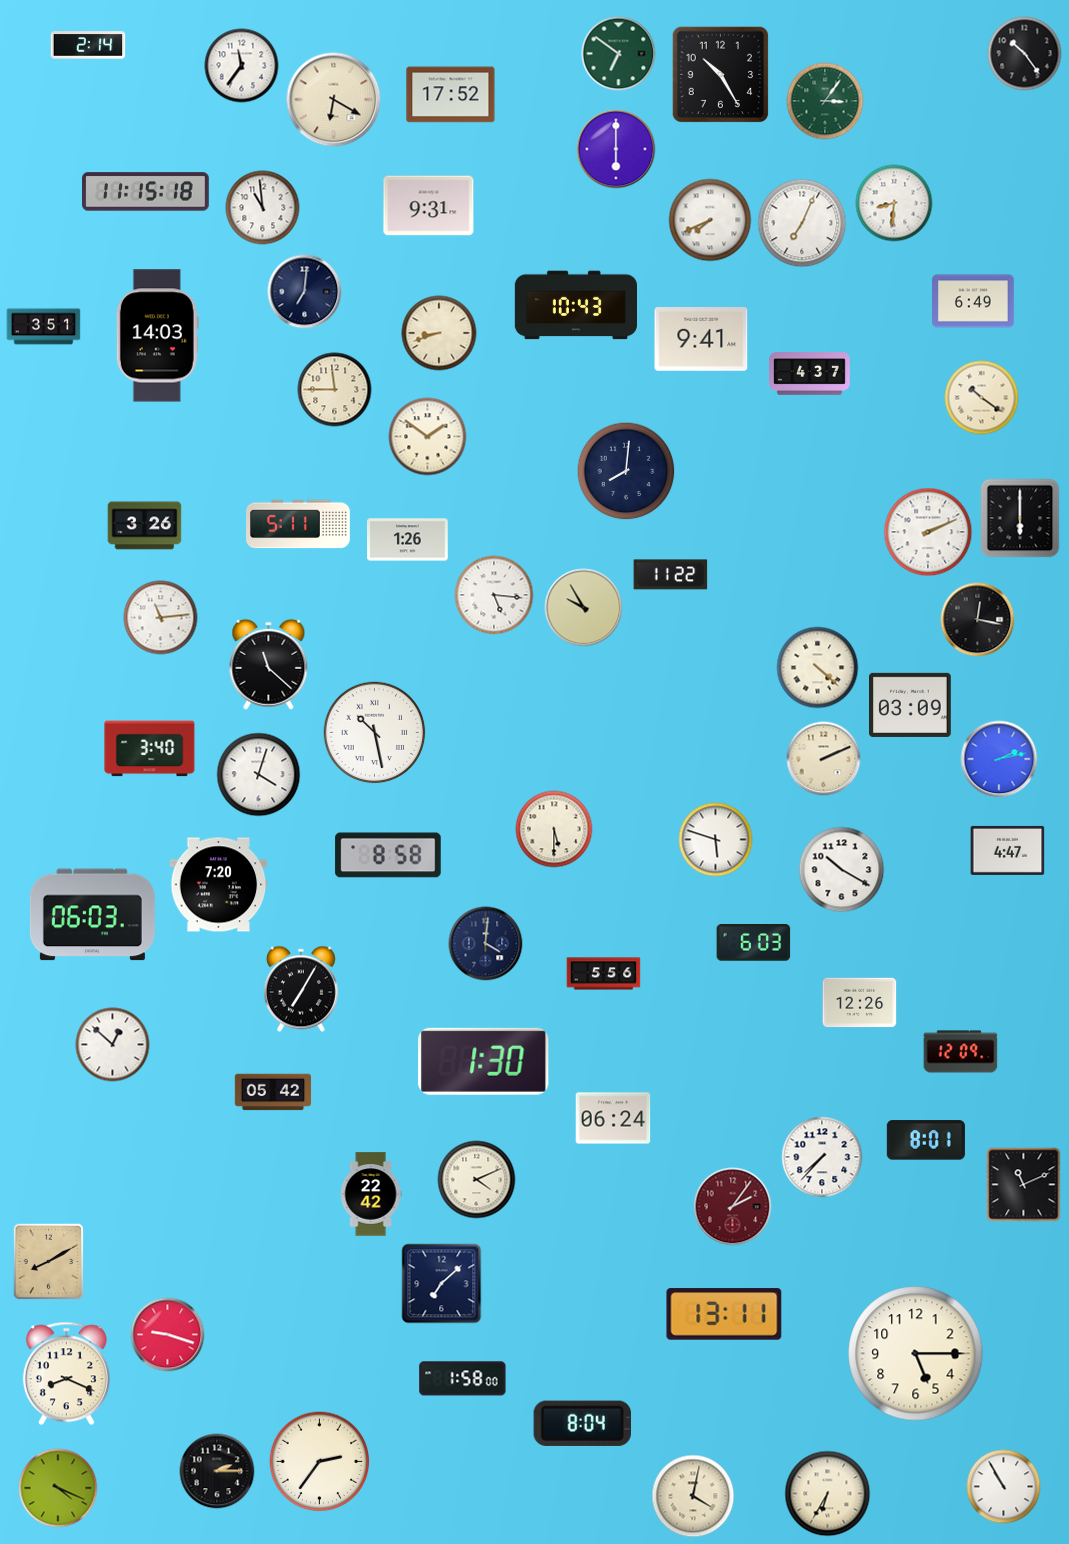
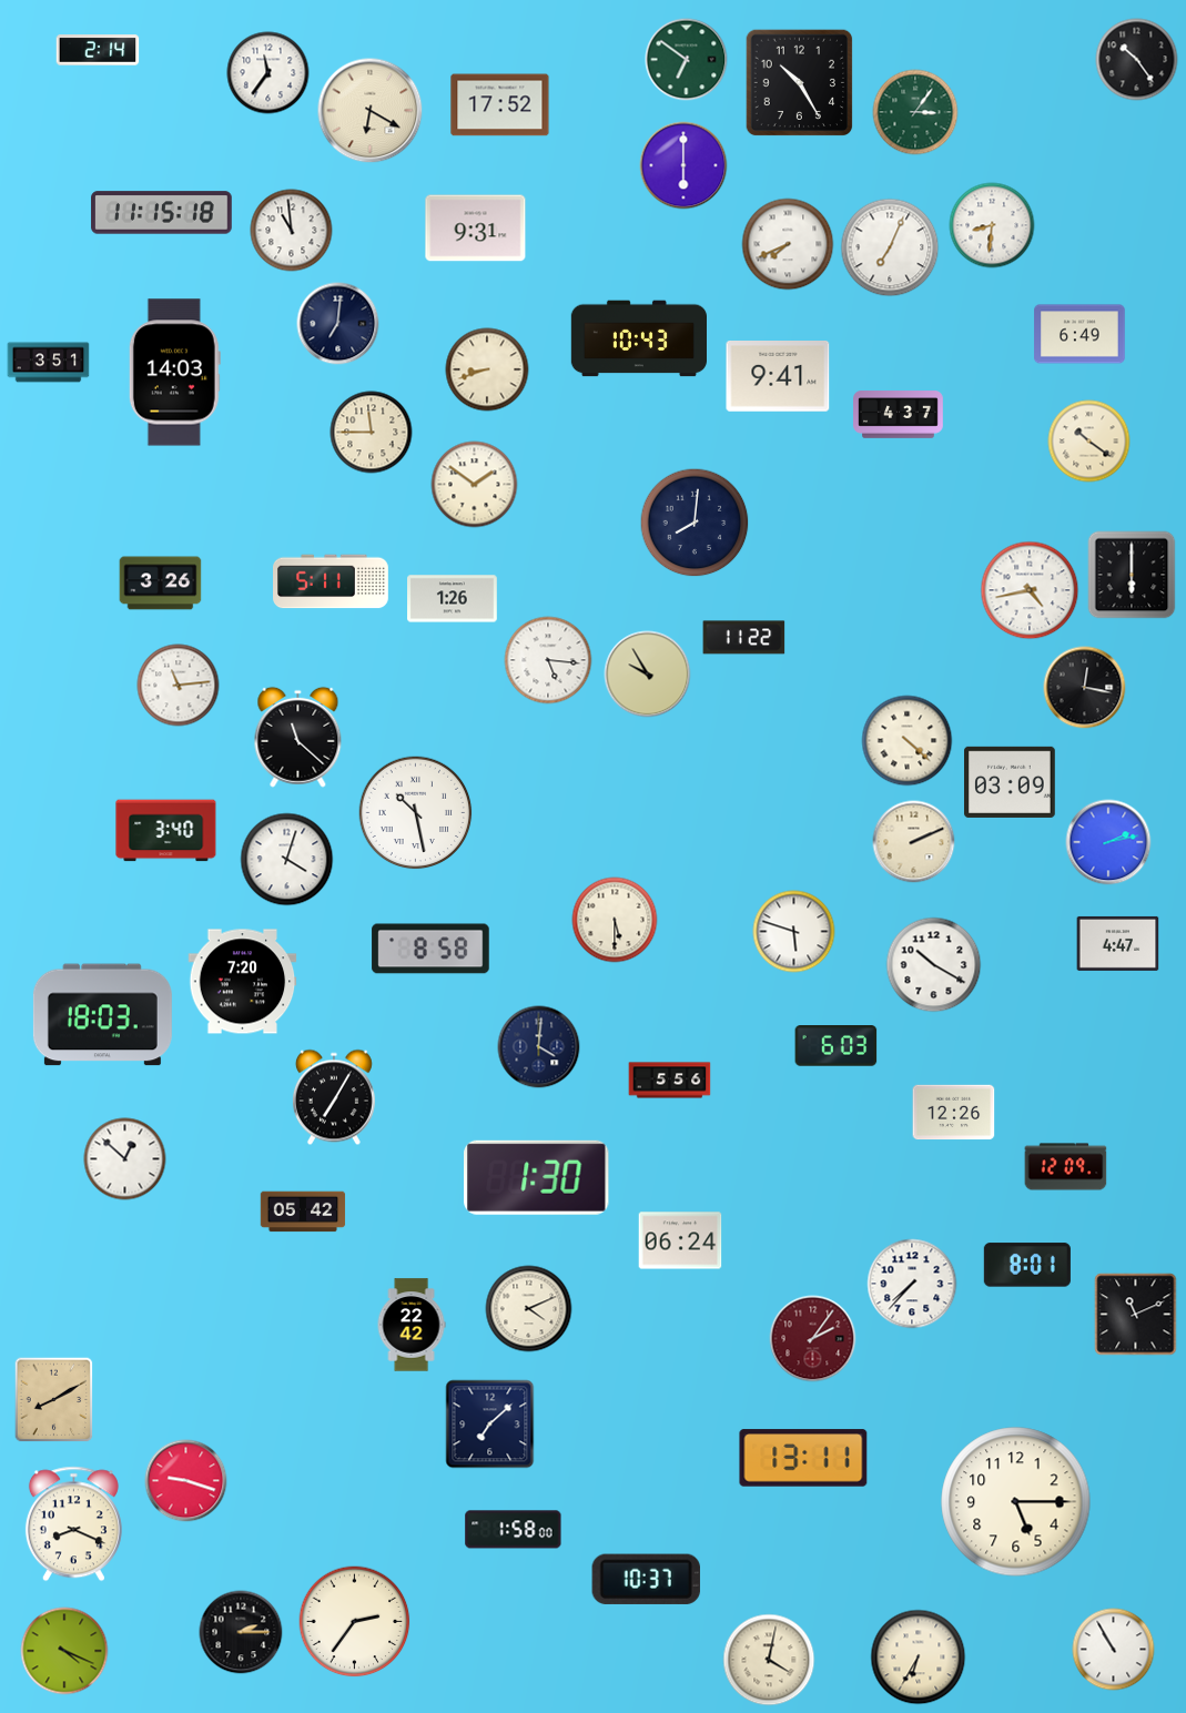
clock at (928, 532): 2:11 -> 4:43
clock at (92, 915): 06:03 -> 18:03
clock at (582, 1423): 8:04 -> 10:37
